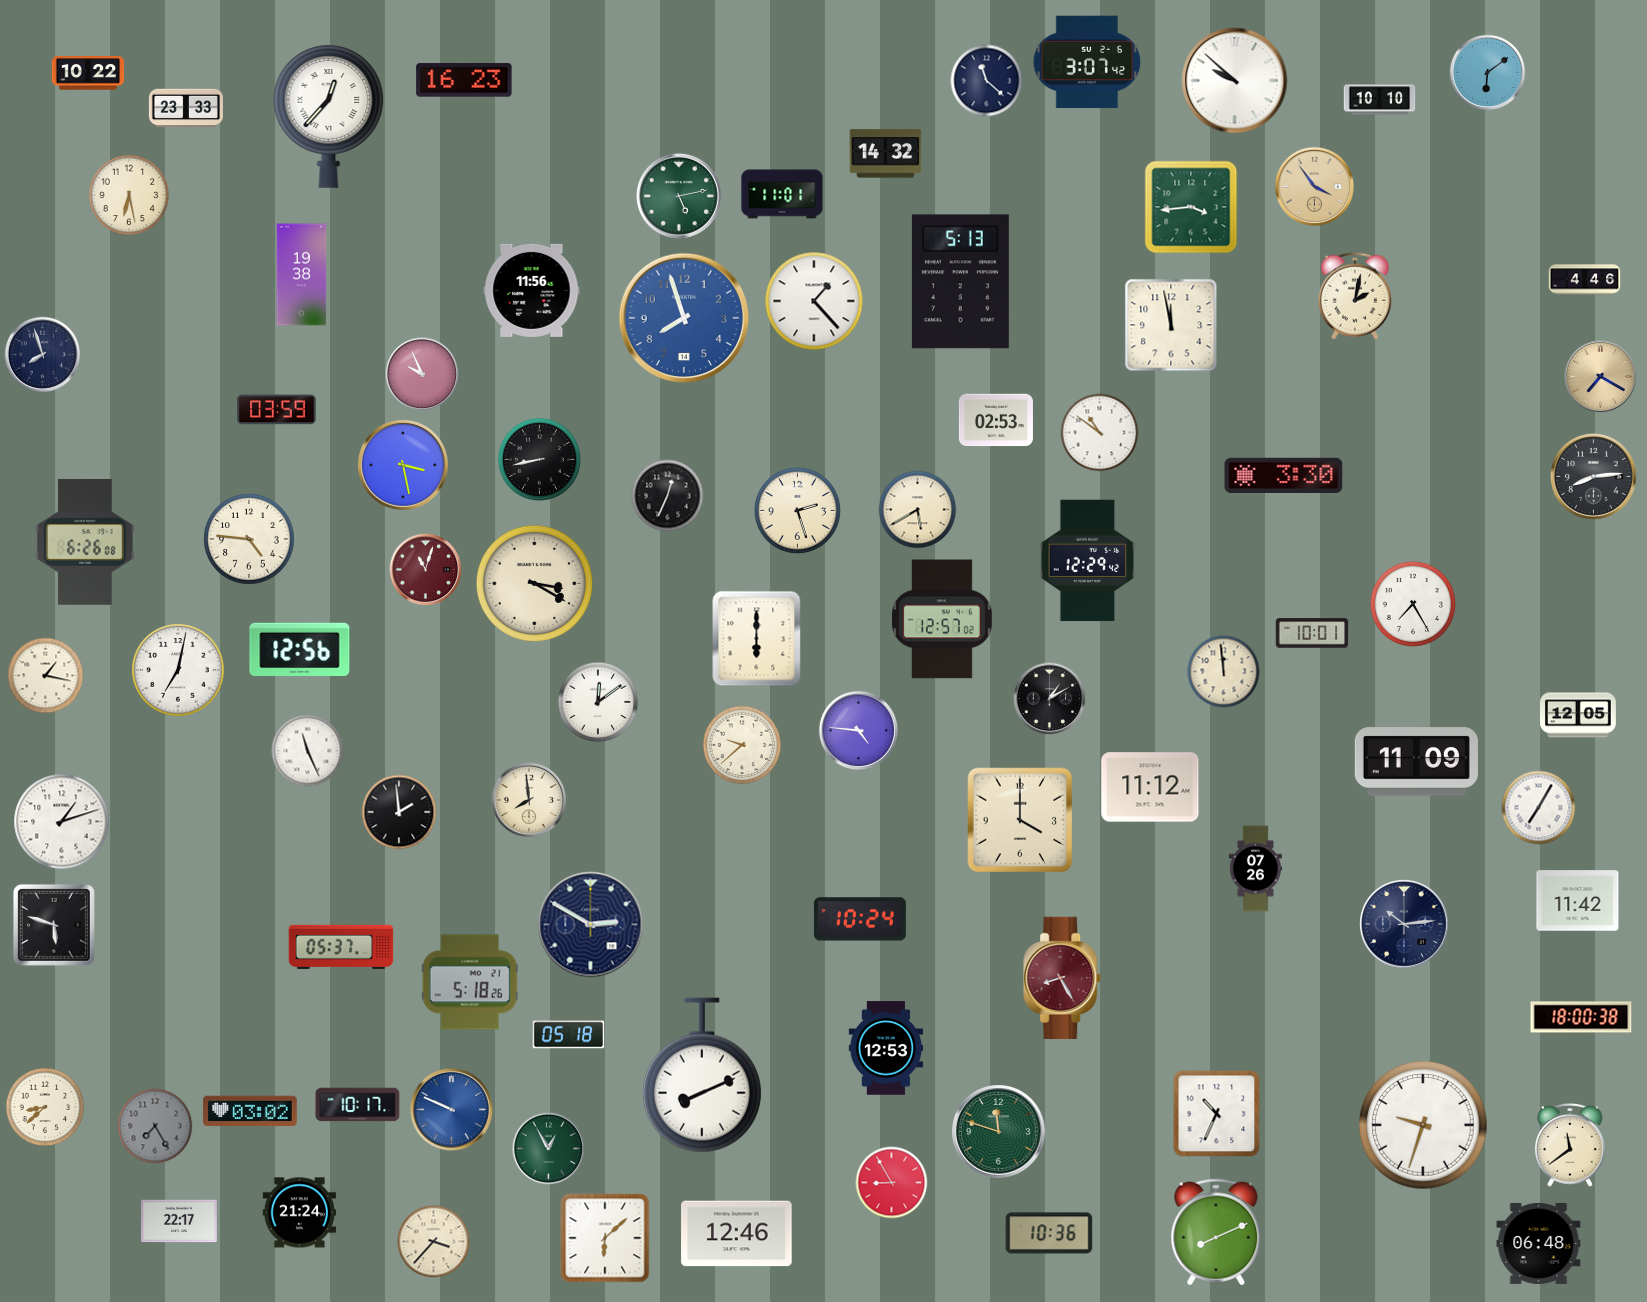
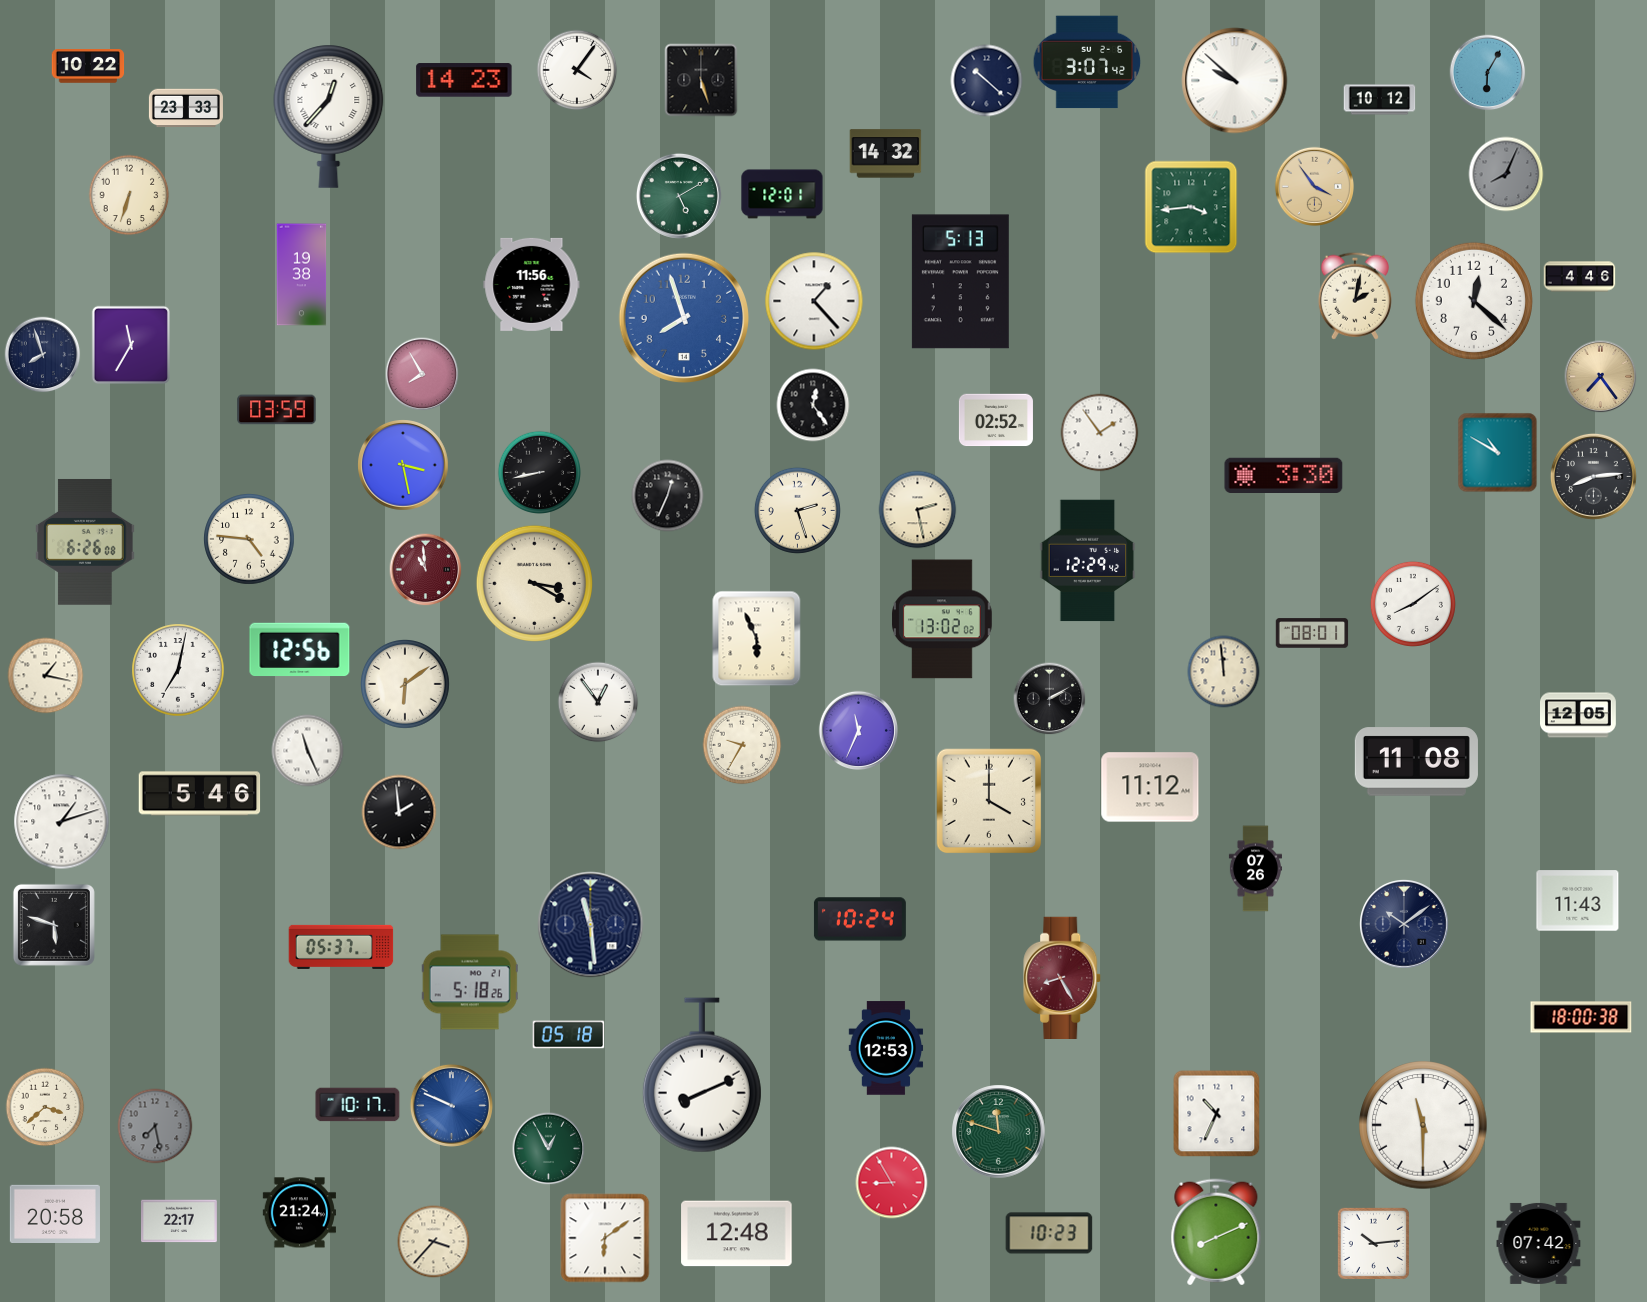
clock at (577, 70): none -> 4:06
clock at (88, 73) position: (88, 73) -> (88, 66)
clock at (1488, 73): 6:09 -> 6:05
clock at (464, 80): 16:23 -> 14:23
clock at (701, 80): none -> 5:27
clock at (987, 81): 11:22 -> 10:22
clock at (1380, 100): 10:10 -> 10:12
clock at (1506, 174): none -> 8:04
clock at (782, 194): 11:01 -> 12:01
clock at (129, 195): 6:28 -> 6:33
clock at (679, 196): 5:13 -> 5:10
clock at (1585, 280) position: (1585, 280) -> (1580, 277)
clock at (532, 290) position: (532, 290) -> (532, 284)
clock at (1474, 301): none -> 12:22
clock at (1171, 325): 11:58 -> none
clock at (130, 344): none -> 11:35
clock at (422, 374): 9:56 -> 7:55
clock at (1601, 377): 7:20 -> 7:24
clock at (813, 405): none -> 12:24
clock at (996, 420): 02:53 -> 02:52
clock at (1100, 433): 10:51 -> 1:54
clock at (1498, 453): none -> 10:50
clock at (539, 459) position: (539, 459) -> (539, 472)
clock at (918, 510): 5:40 -> 2:28
clock at (426, 570): 11:03 -> 10:59
clock at (1413, 604): 7:25 -> 8:09
clock at (943, 619): 12:57 -> 13:02
clock at (1312, 633): 10:01 -> 08:01
clock at (757, 639): 6:00 -> 5:56
clock at (406, 685): none -> 6:09
clock at (1050, 699): 1:10 -> 2:10
clock at (598, 702): 12:09 -> 12:54
clock at (858, 730): 4:46 -> 11:34
clock at (742, 745): 9:38 -> 9:35
clock at (1416, 762): 11:09 -> 11:08
clock at (200, 794): none -> 5:46
clock at (529, 800): 7:59 -> none
clock at (1539, 808): 7:05 -> none
clock at (1020, 820) position: (1020, 820) -> (989, 801)
clock at (1578, 901): 11:42 -> 11:43
clock at (591, 925): 2:50 -> 11:29
clock at (1405, 925): 10:14 -> 10:09
clock at (45, 1107): 8:38 -> 3:38
clock at (451, 1109) position: (451, 1109) -> (451, 1105)
clock at (250, 1111): 03:02 -> none
clock at (1423, 1125): 9:33 -> 11:30
clock at (155, 1126): 7:25 -> 7:28
clock at (1571, 1145): 11:39 -> none
clock at (55, 1213): none -> 20:58
clock at (1049, 1233): 10:36 -> 10:23
clock at (737, 1234): 12:46 -> 12:48
clock at (605, 1238): 6:08 -> 6:09
clock at (1373, 1243): none -> 10:14
clock at (1539, 1243): 06:48 -> 07:42
